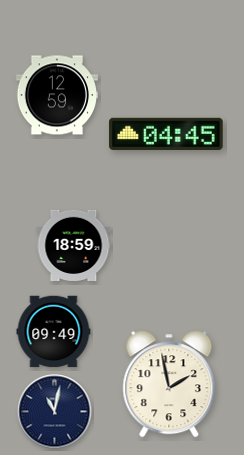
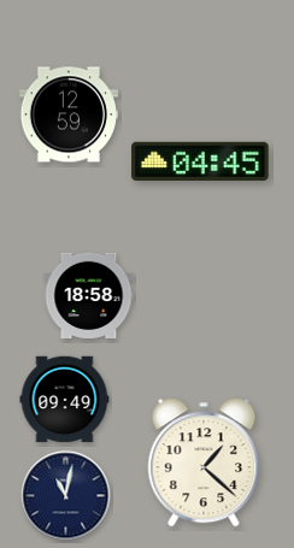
clock at (74, 245): 18:59 -> 18:58
clock at (169, 384): 1:58 -> 1:22
